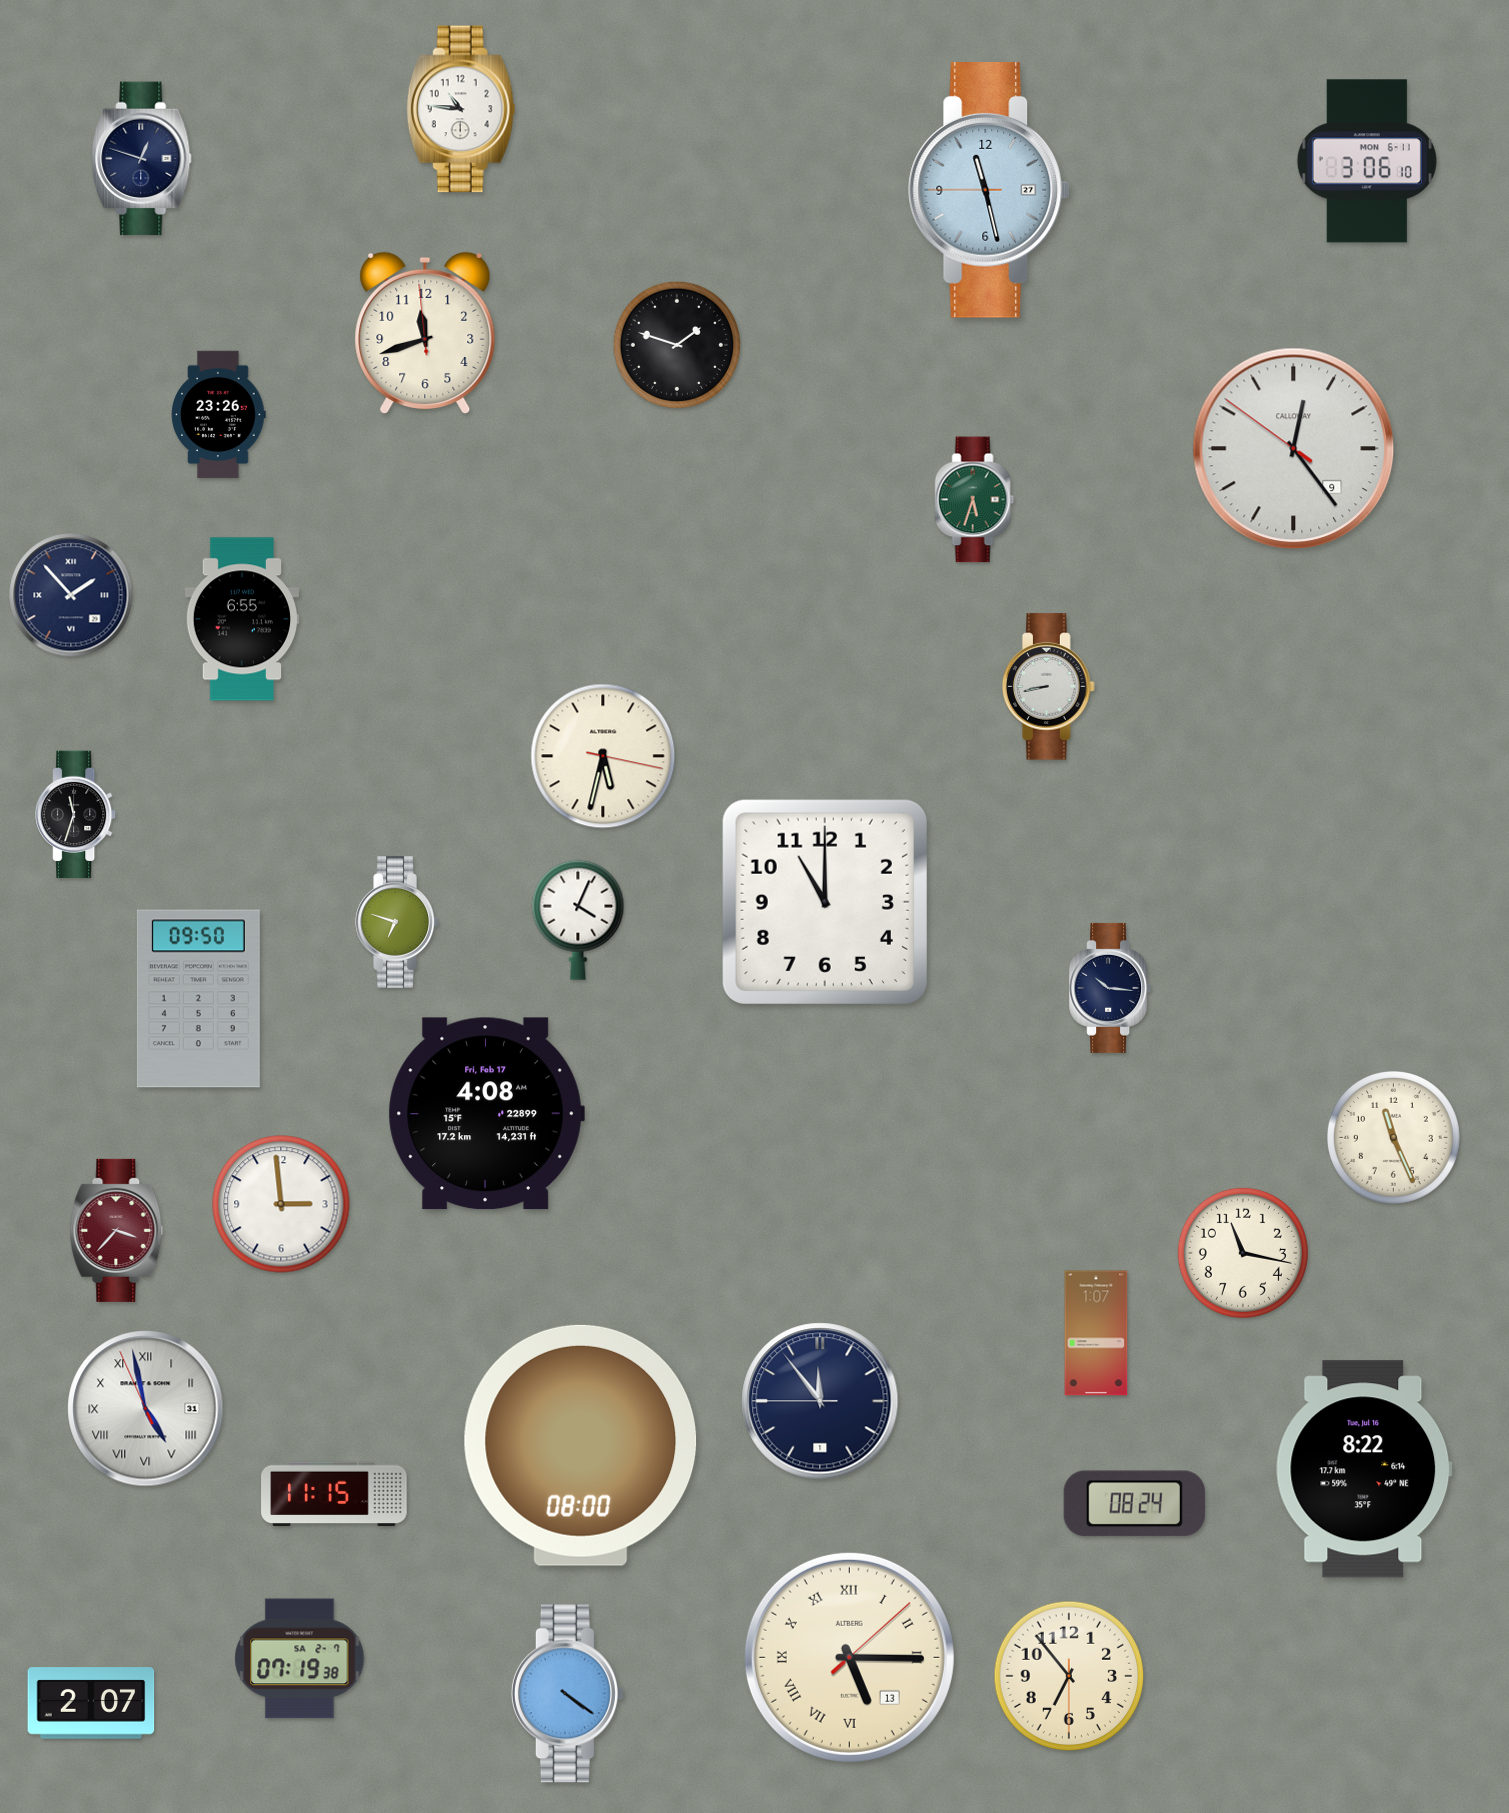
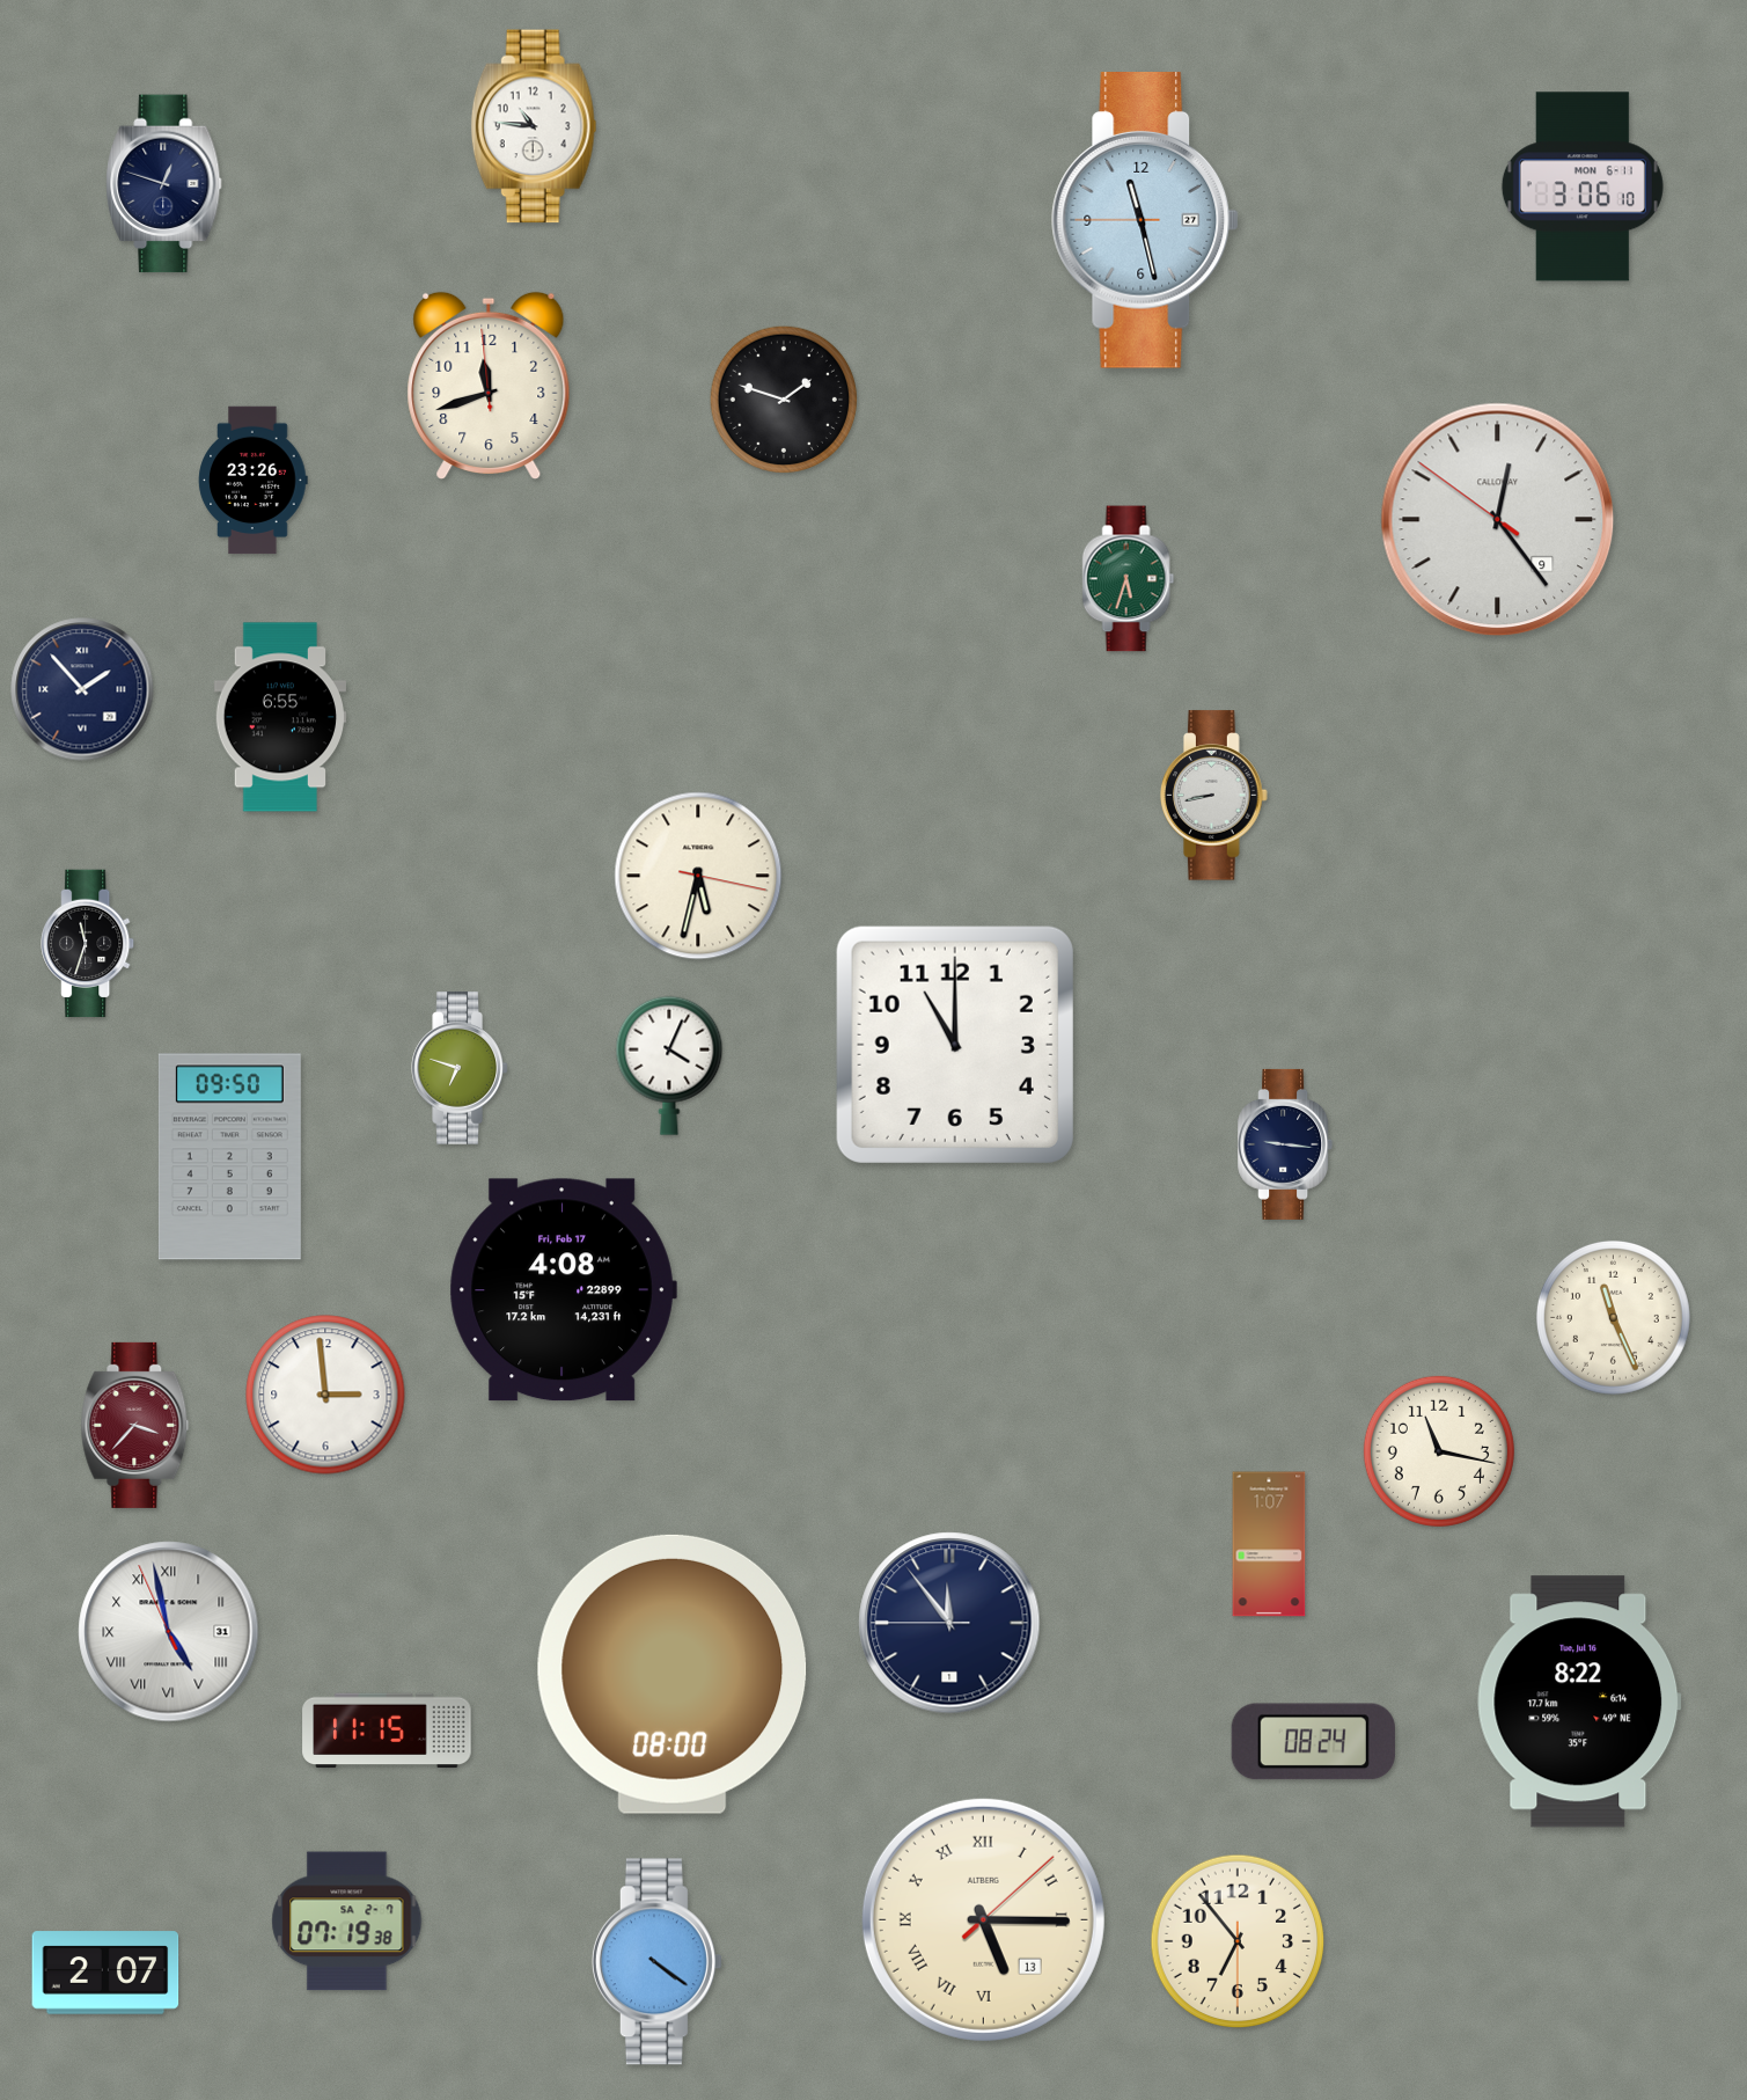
clock at (425, 332) position: (425, 332) -> (489, 385)
clock at (1110, 988): 10:16 -> 9:16
